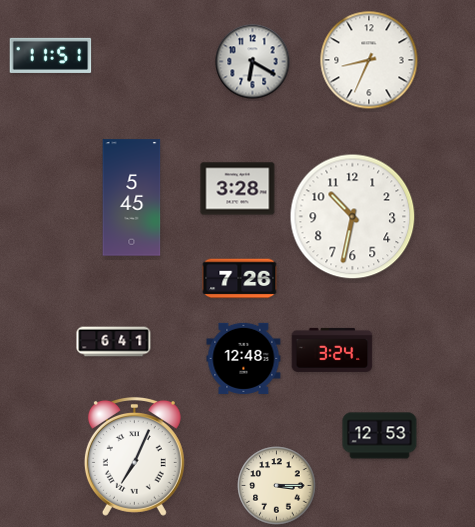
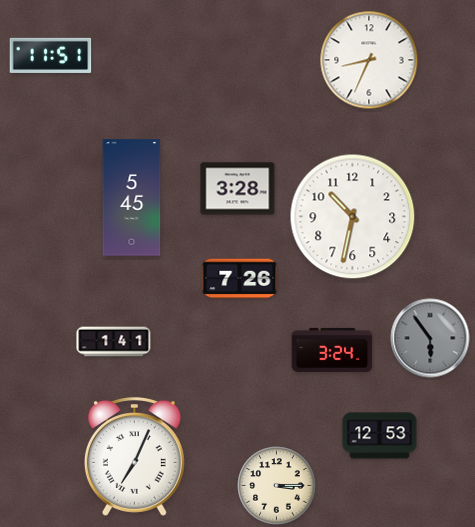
clock at (253, 62): 6:20 -> none
clock at (430, 338): none -> 5:54
clock at (114, 342): 6:41 -> 1:41
clock at (244, 358): 12:48 -> none
